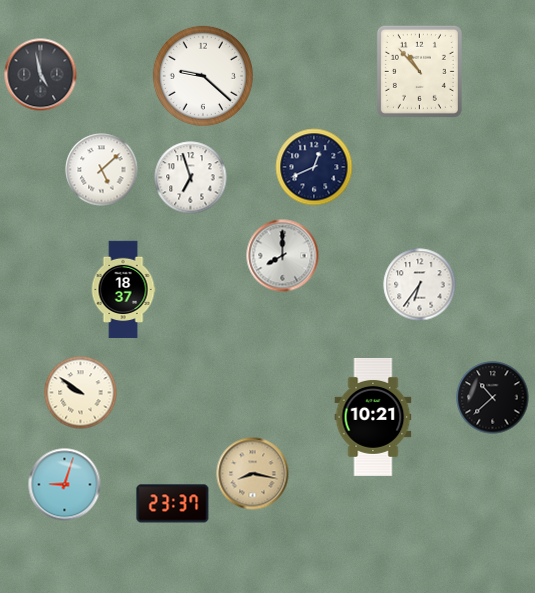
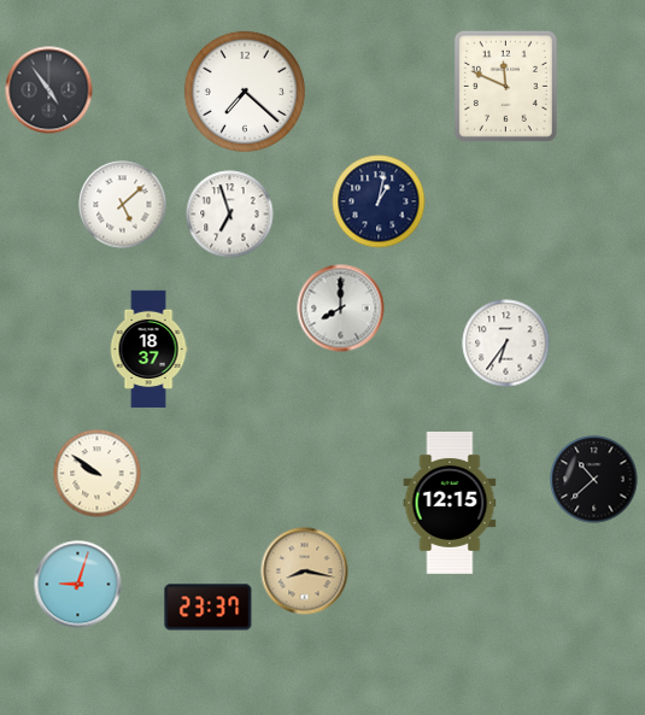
clock at (419, 71): 10:53 -> 11:49
clock at (41, 75): 4:58 -> 4:54
clock at (203, 76): 9:22 -> 7:22
clock at (314, 167): 12:41 -> 1:02
clock at (373, 417): 10:21 -> 12:15
